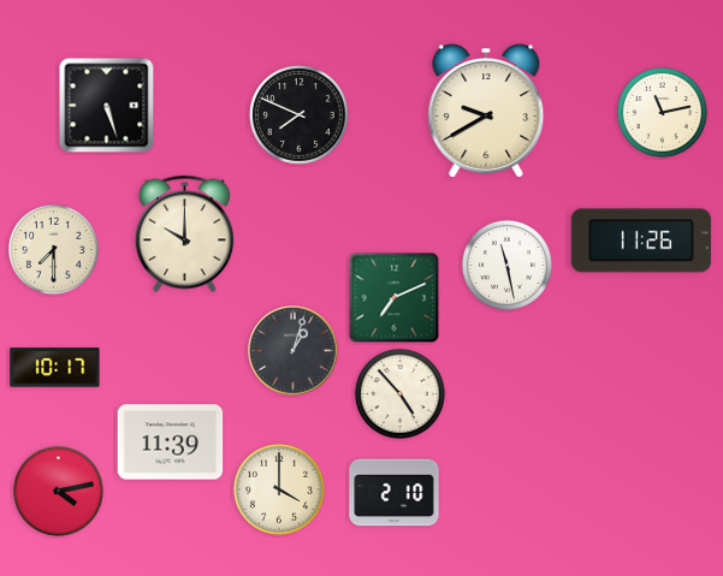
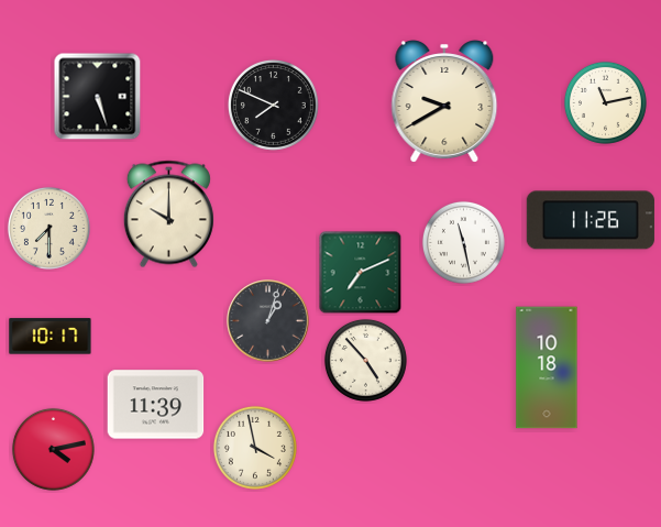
clock at (641, 241) position: (641, 241) -> (591, 220)
clock at (547, 367): none -> 10:18
clock at (279, 489): 4:00 -> 3:58
clock at (395, 493): 2:10 -> none
